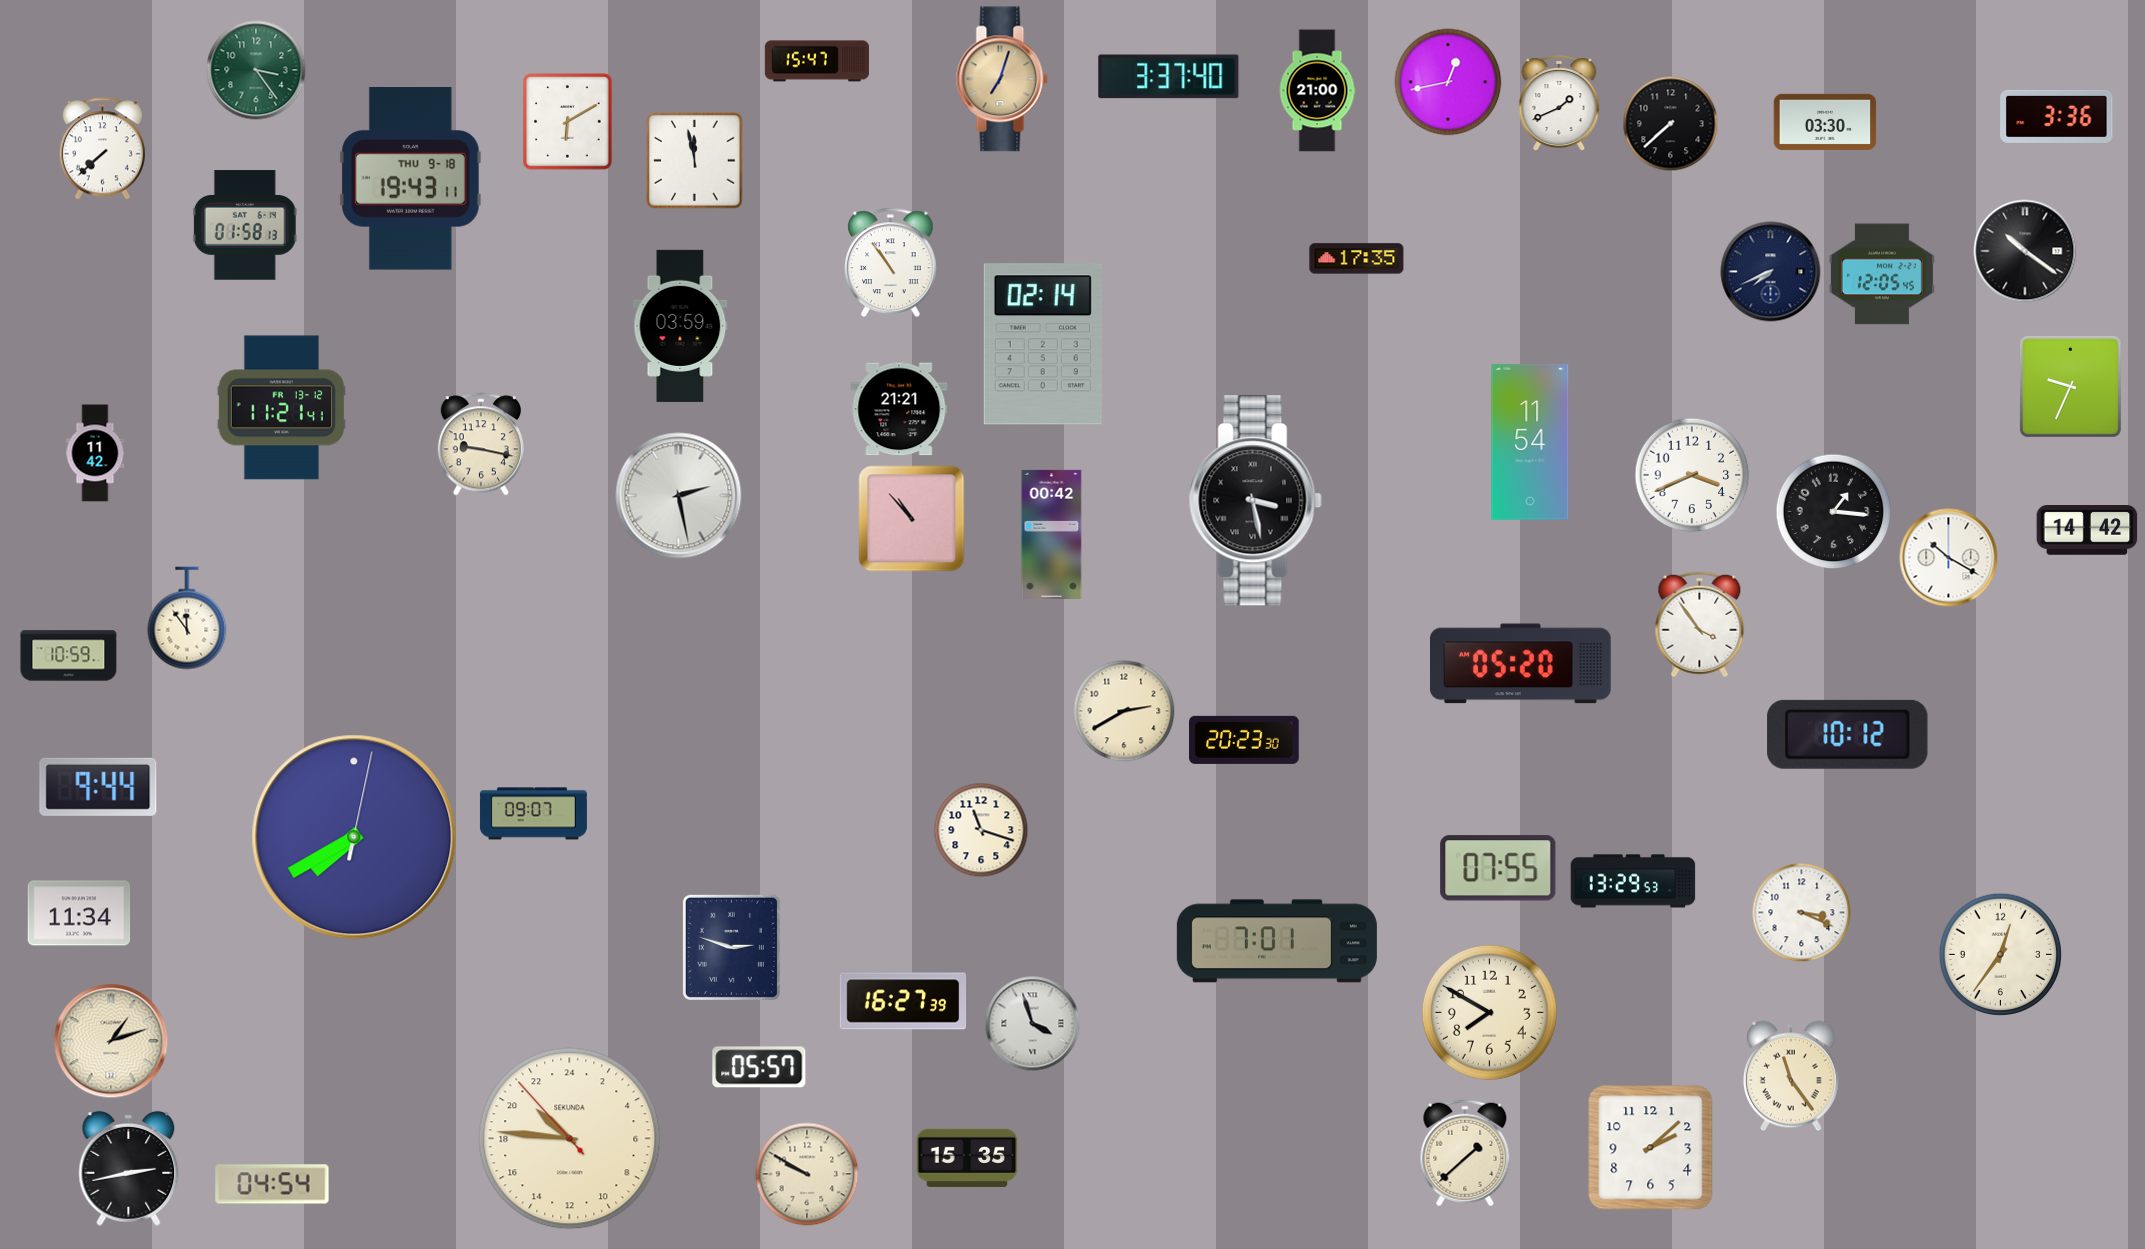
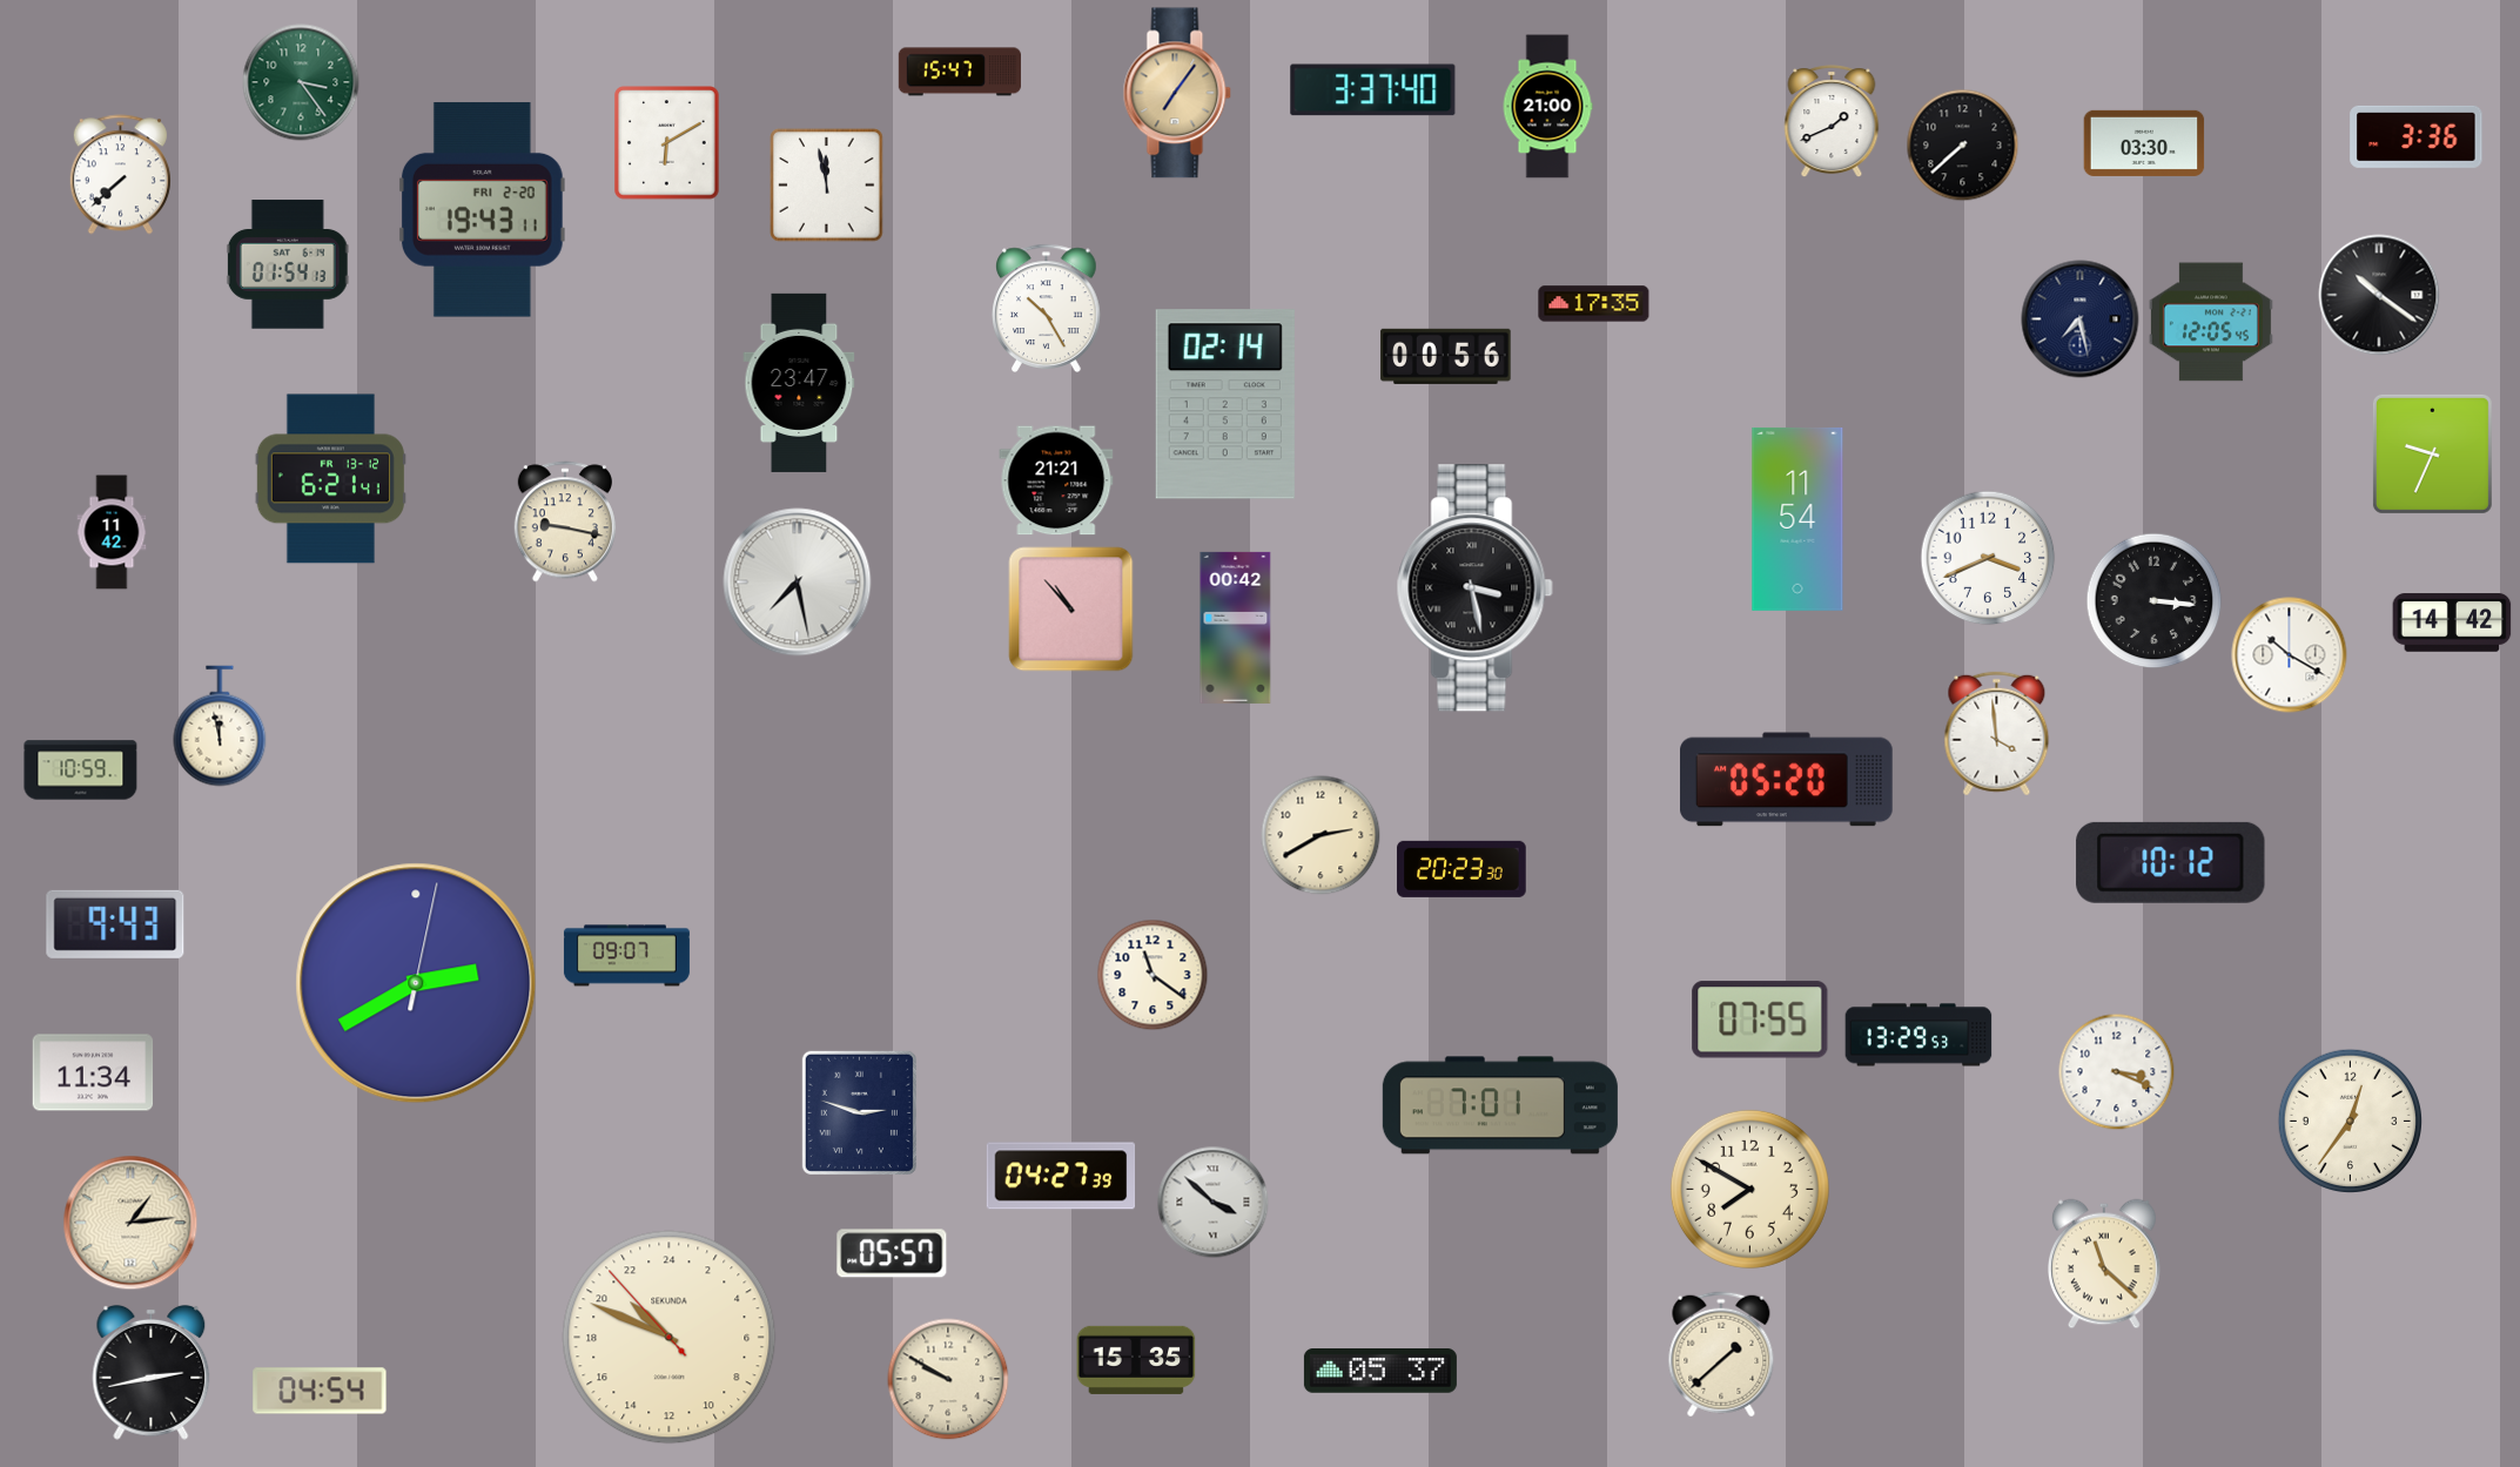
clock at (1002, 79): 7:03 -> 7:06
clock at (1448, 82): 12:43 -> none
clock at (695, 161) position: (695, 161) -> (827, 186)
clock at (410, 179) date: THU 9-18 -> FRI 2-20
clock at (245, 225): 01:58 -> 01:54
clock at (891, 262): 10:54 -> 10:25
clock at (1771, 272): 7:41 -> 7:28
clock at (1446, 356): none -> 00:56
clock at (680, 326): 03:59 -> 23:47
clock at (281, 408): 11:21 -> 6:21
clock at (679, 496): 2:28 -> 7:28
clock at (1834, 512): 1:16 -> 3:16
clock at (187, 618): 11:54 -> 11:58
clock at (1700, 625): 3:54 -> 3:59
clock at (98, 787): 9:44 -> 9:43
clock at (981, 830): 11:18 -> 11:21
clock at (354, 837): 7:40 -> 2:40
clock at (903, 1001): 16:27 -> 04:27
clock at (1033, 1024): 3:57 -> 3:52
clock at (111, 1041): 1:12 -> 1:14
clock at (1791, 1076): 11:24 -> 11:22
clock at (570, 1139): 20:45 -> 20:48
clock at (1651, 1148): 2:08 -> none
clock at (1380, 1371): none -> 05:37
